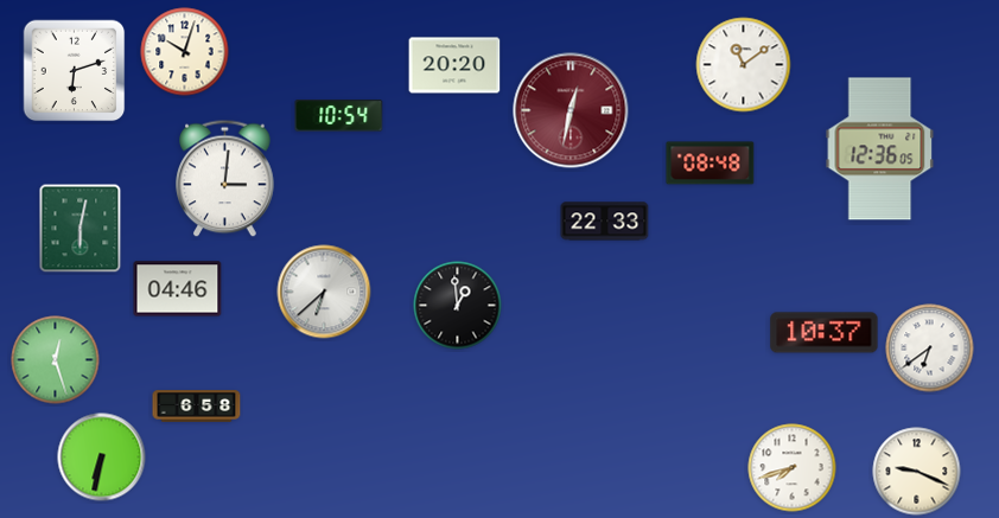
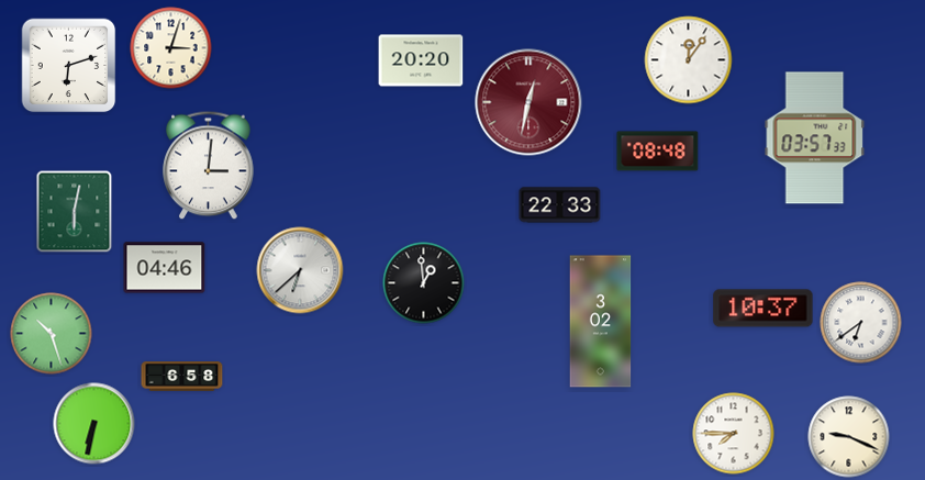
clock at (185, 52): 10:03 -> 3:03
clock at (744, 65): 11:09 -> 12:06
clock at (339, 116): 10:54 -> none
clock at (880, 149): 12:36 -> 03:57
clock at (601, 322): none -> 3:02
clock at (56, 360): 12:27 -> 10:27
clock at (793, 468): 7:42 -> 7:45
